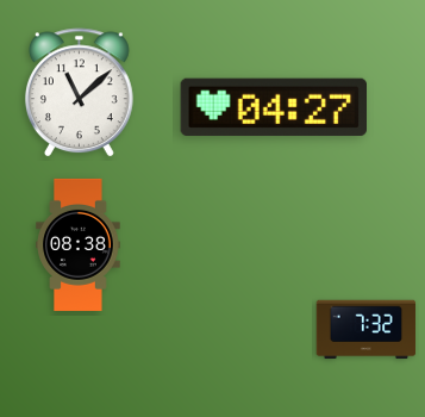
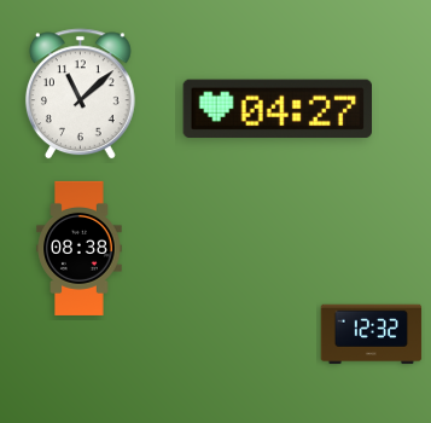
clock at (367, 330): 7:32 -> 12:32
